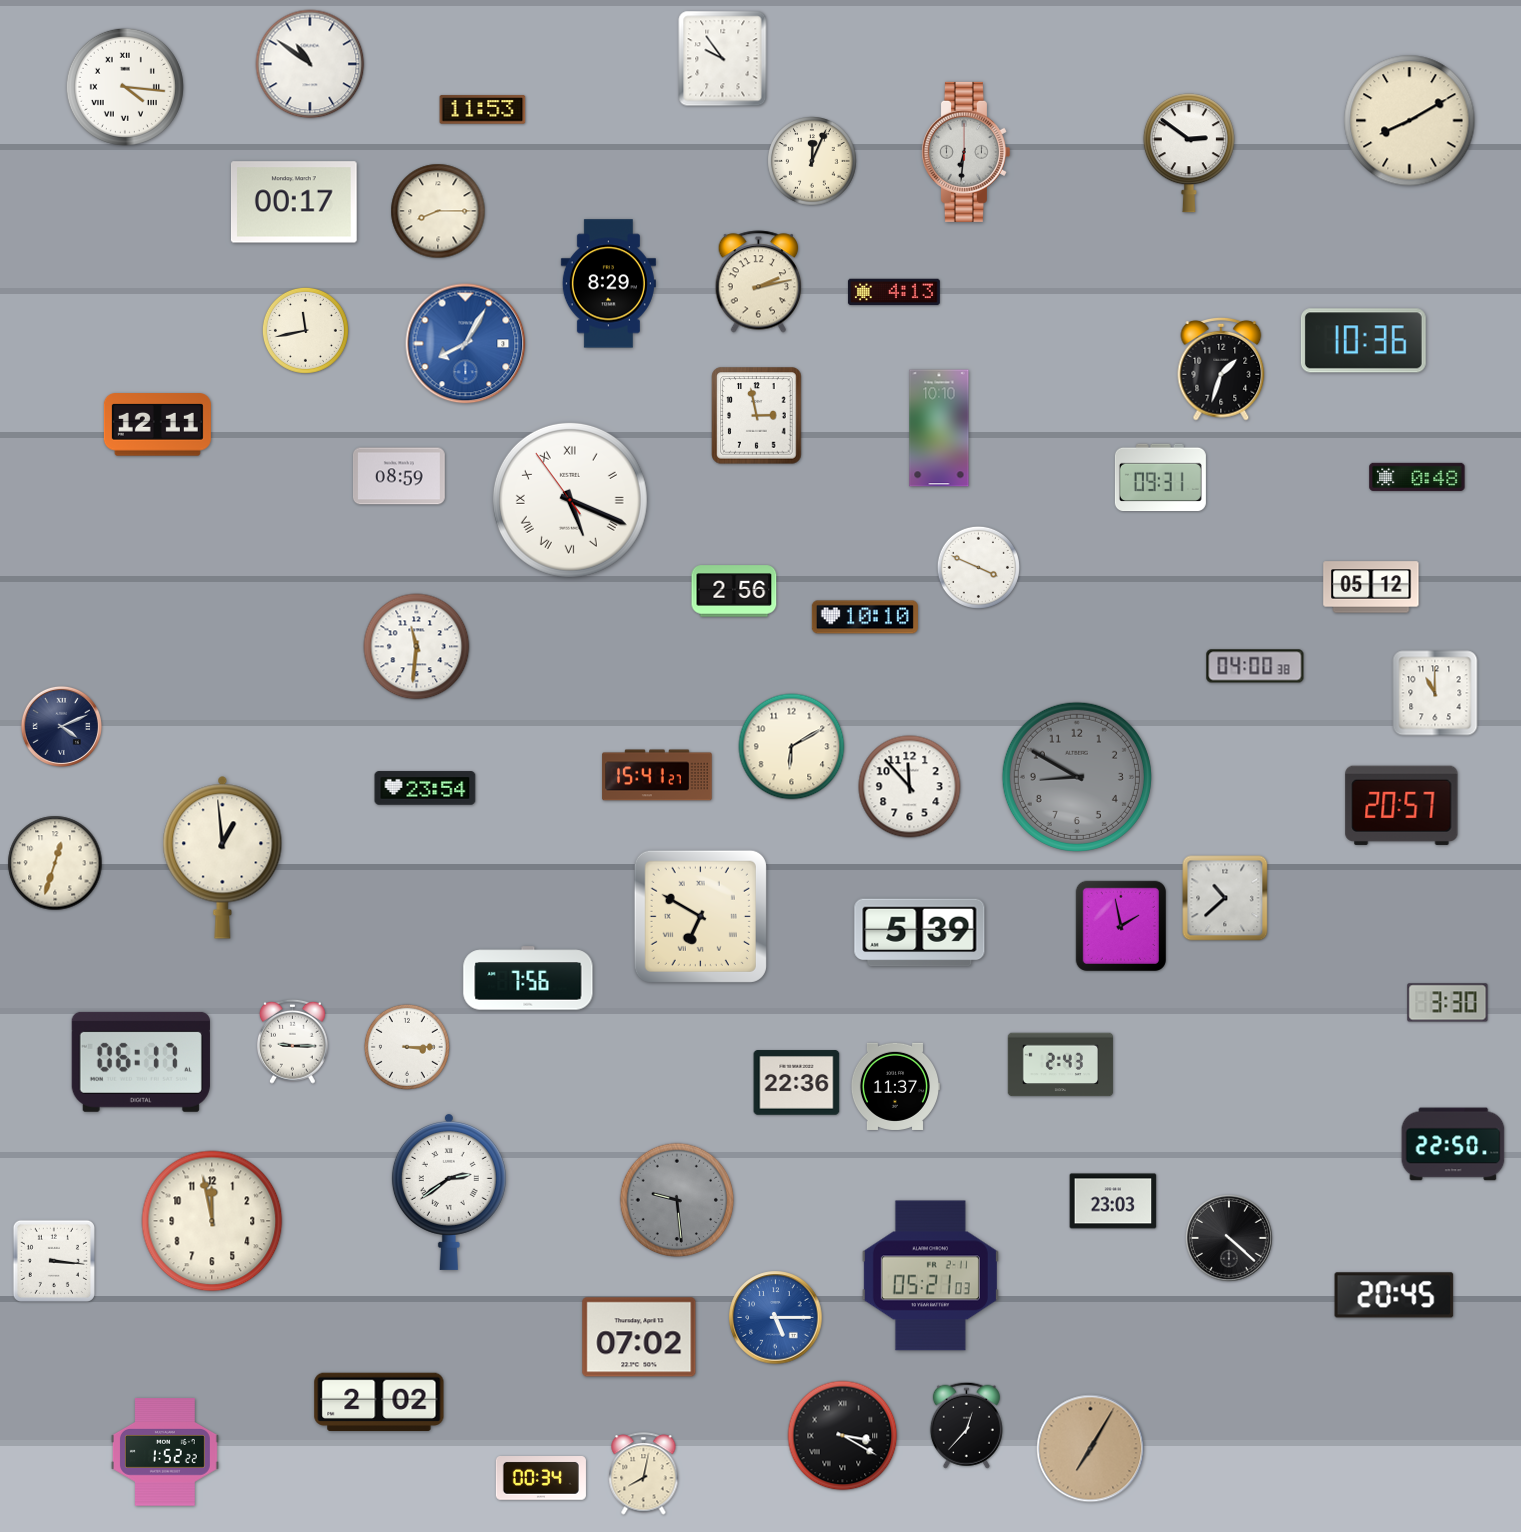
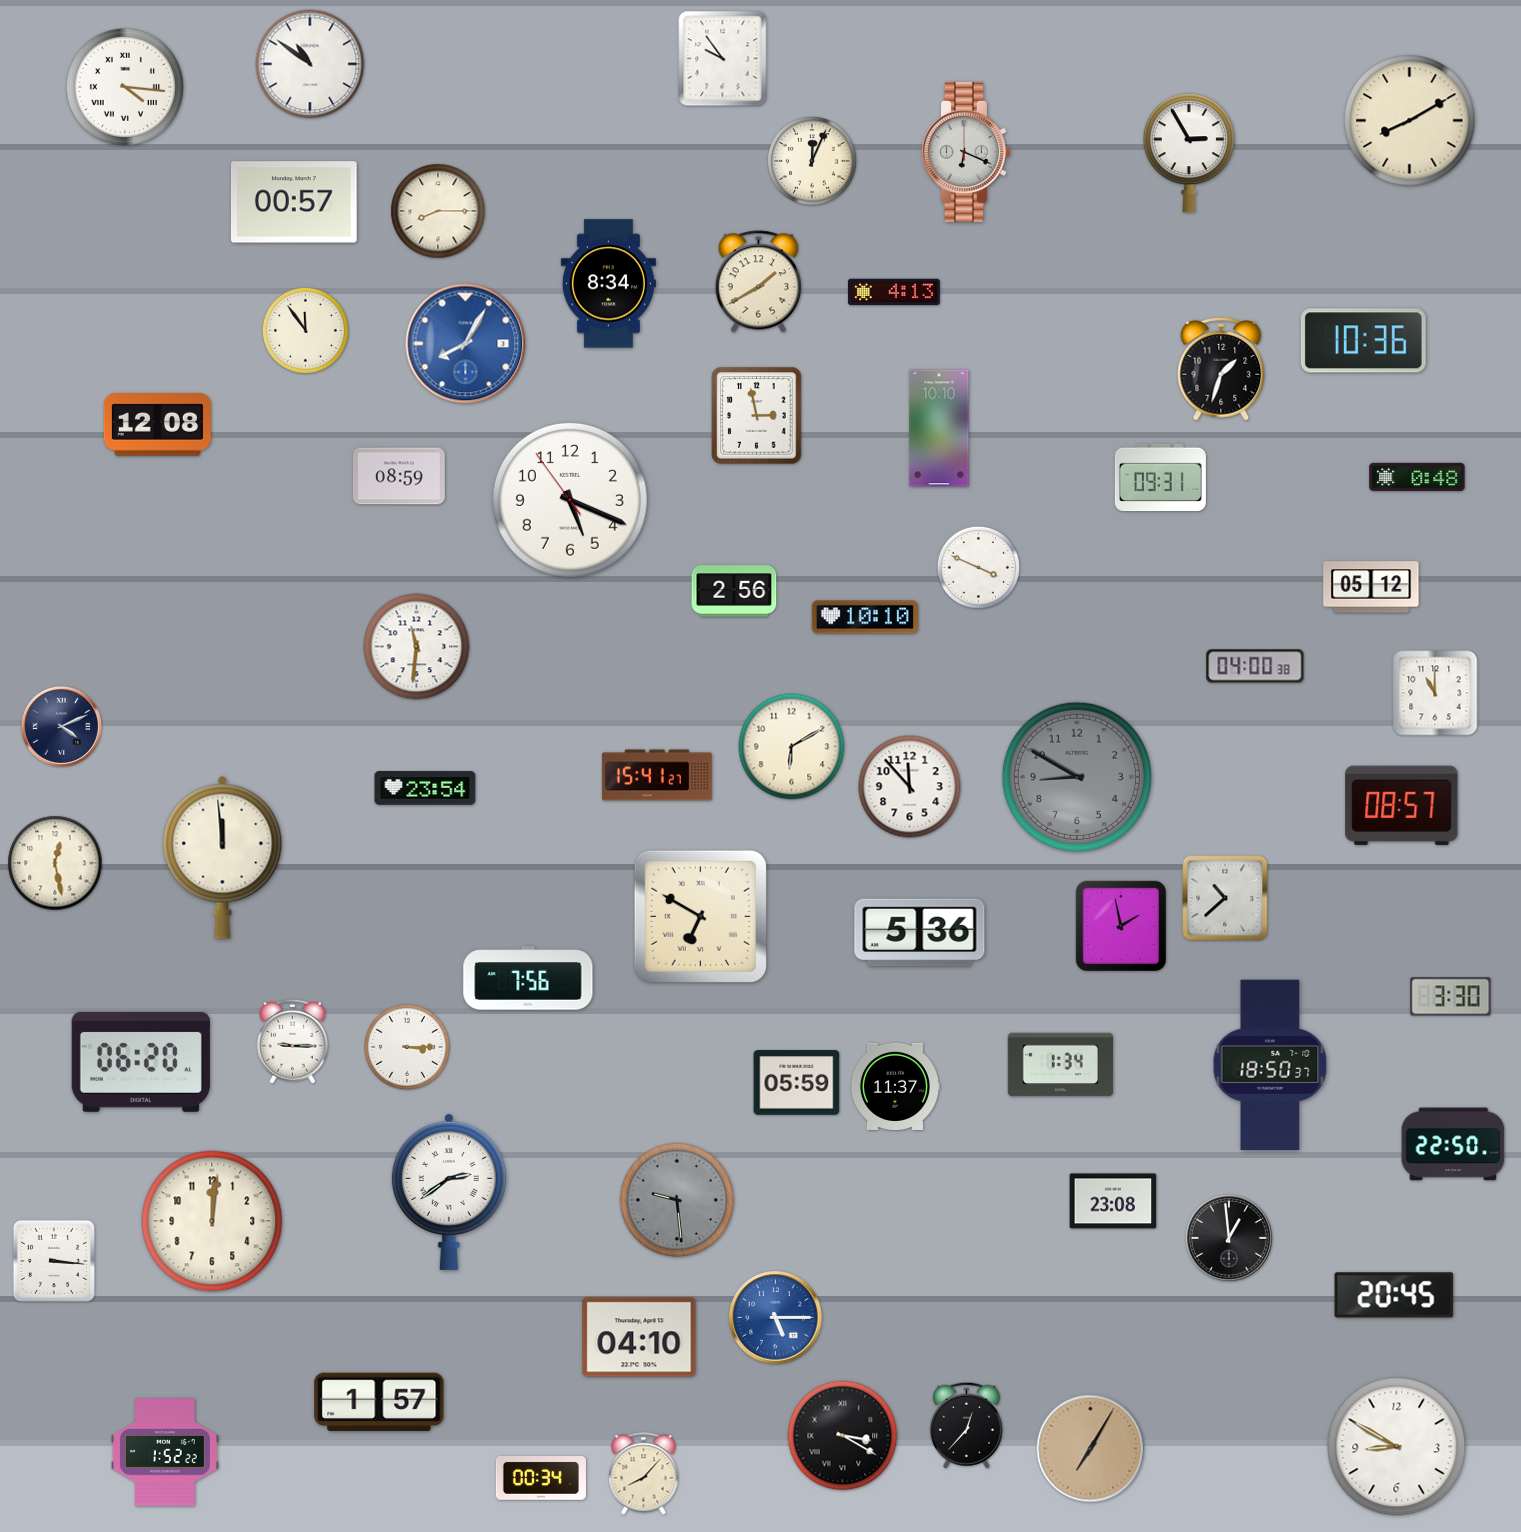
clock at (483, 110): 11:53 -> none
clock at (965, 152): 6:31 -> 6:19
clock at (1189, 153): 2:51 -> 2:55
clock at (294, 202): 00:17 -> 00:57
clock at (759, 282): 2:13 -> 1:40
clock at (608, 284): 8:29 -> 8:34
clock at (305, 330): 11:43 -> 11:54
clock at (157, 425): 12:11 -> 12:08
clock at (570, 500) numerals: Roman -> Arabic
clock at (1402, 805): 20:57 -> 08:57
clock at (223, 857): 12:59 -> 11:59
clock at (55, 863): 12:33 -> 12:28
clock at (920, 933): 5:39 -> 5:36
clock at (1448, 1003) position: (1448, 1003) -> (1451, 997)
clock at (141, 1062): 06:17 -> 06:20
clock at (1061, 1065): 2:43 -> 1:34
clock at (1270, 1065): none -> 18:50
clock at (797, 1083): 22:36 -> 05:59
clock at (1113, 1201): 23:03 -> 23:08
clock at (212, 1221): 11:58 -> 12:01
clock at (1230, 1239): 4:22 -> 12:59
clock at (930, 1276): 05:21 -> none
clock at (639, 1337): 07:02 -> 04:10
clock at (379, 1401): 2:02 -> 1:57
clock at (1397, 1447): none -> 8:50
clock at (644, 1474): 8:02 -> 8:07
